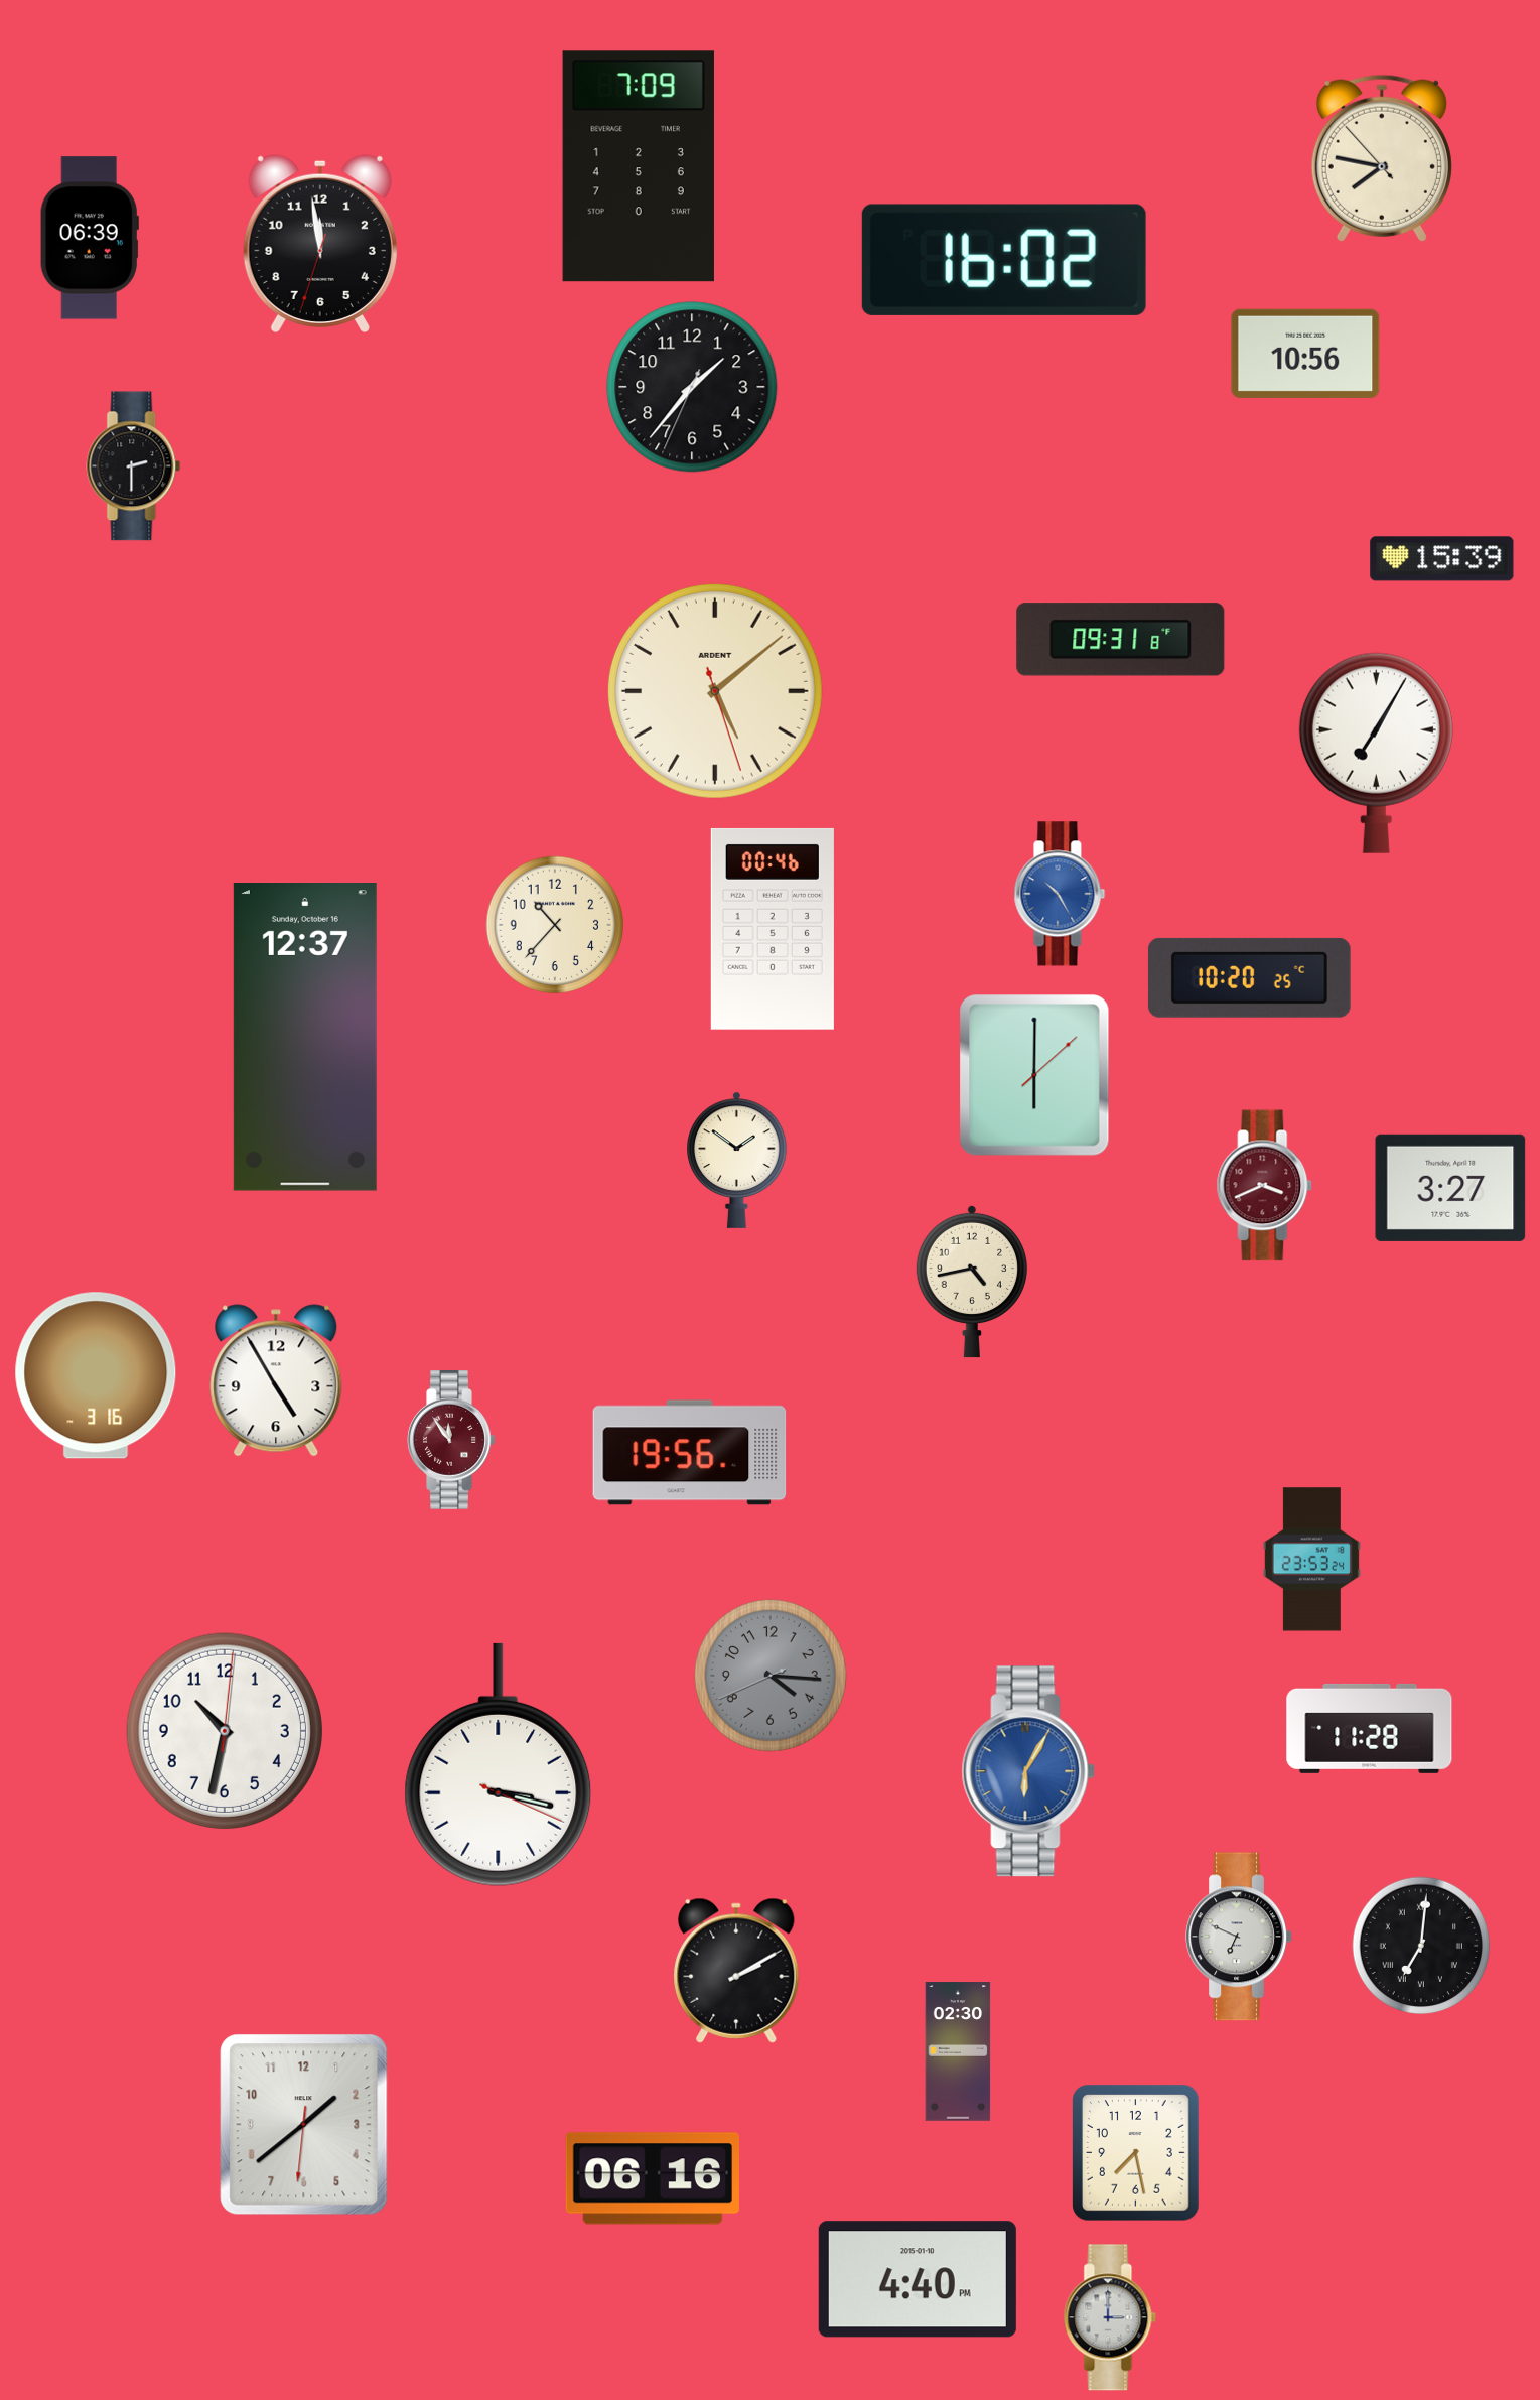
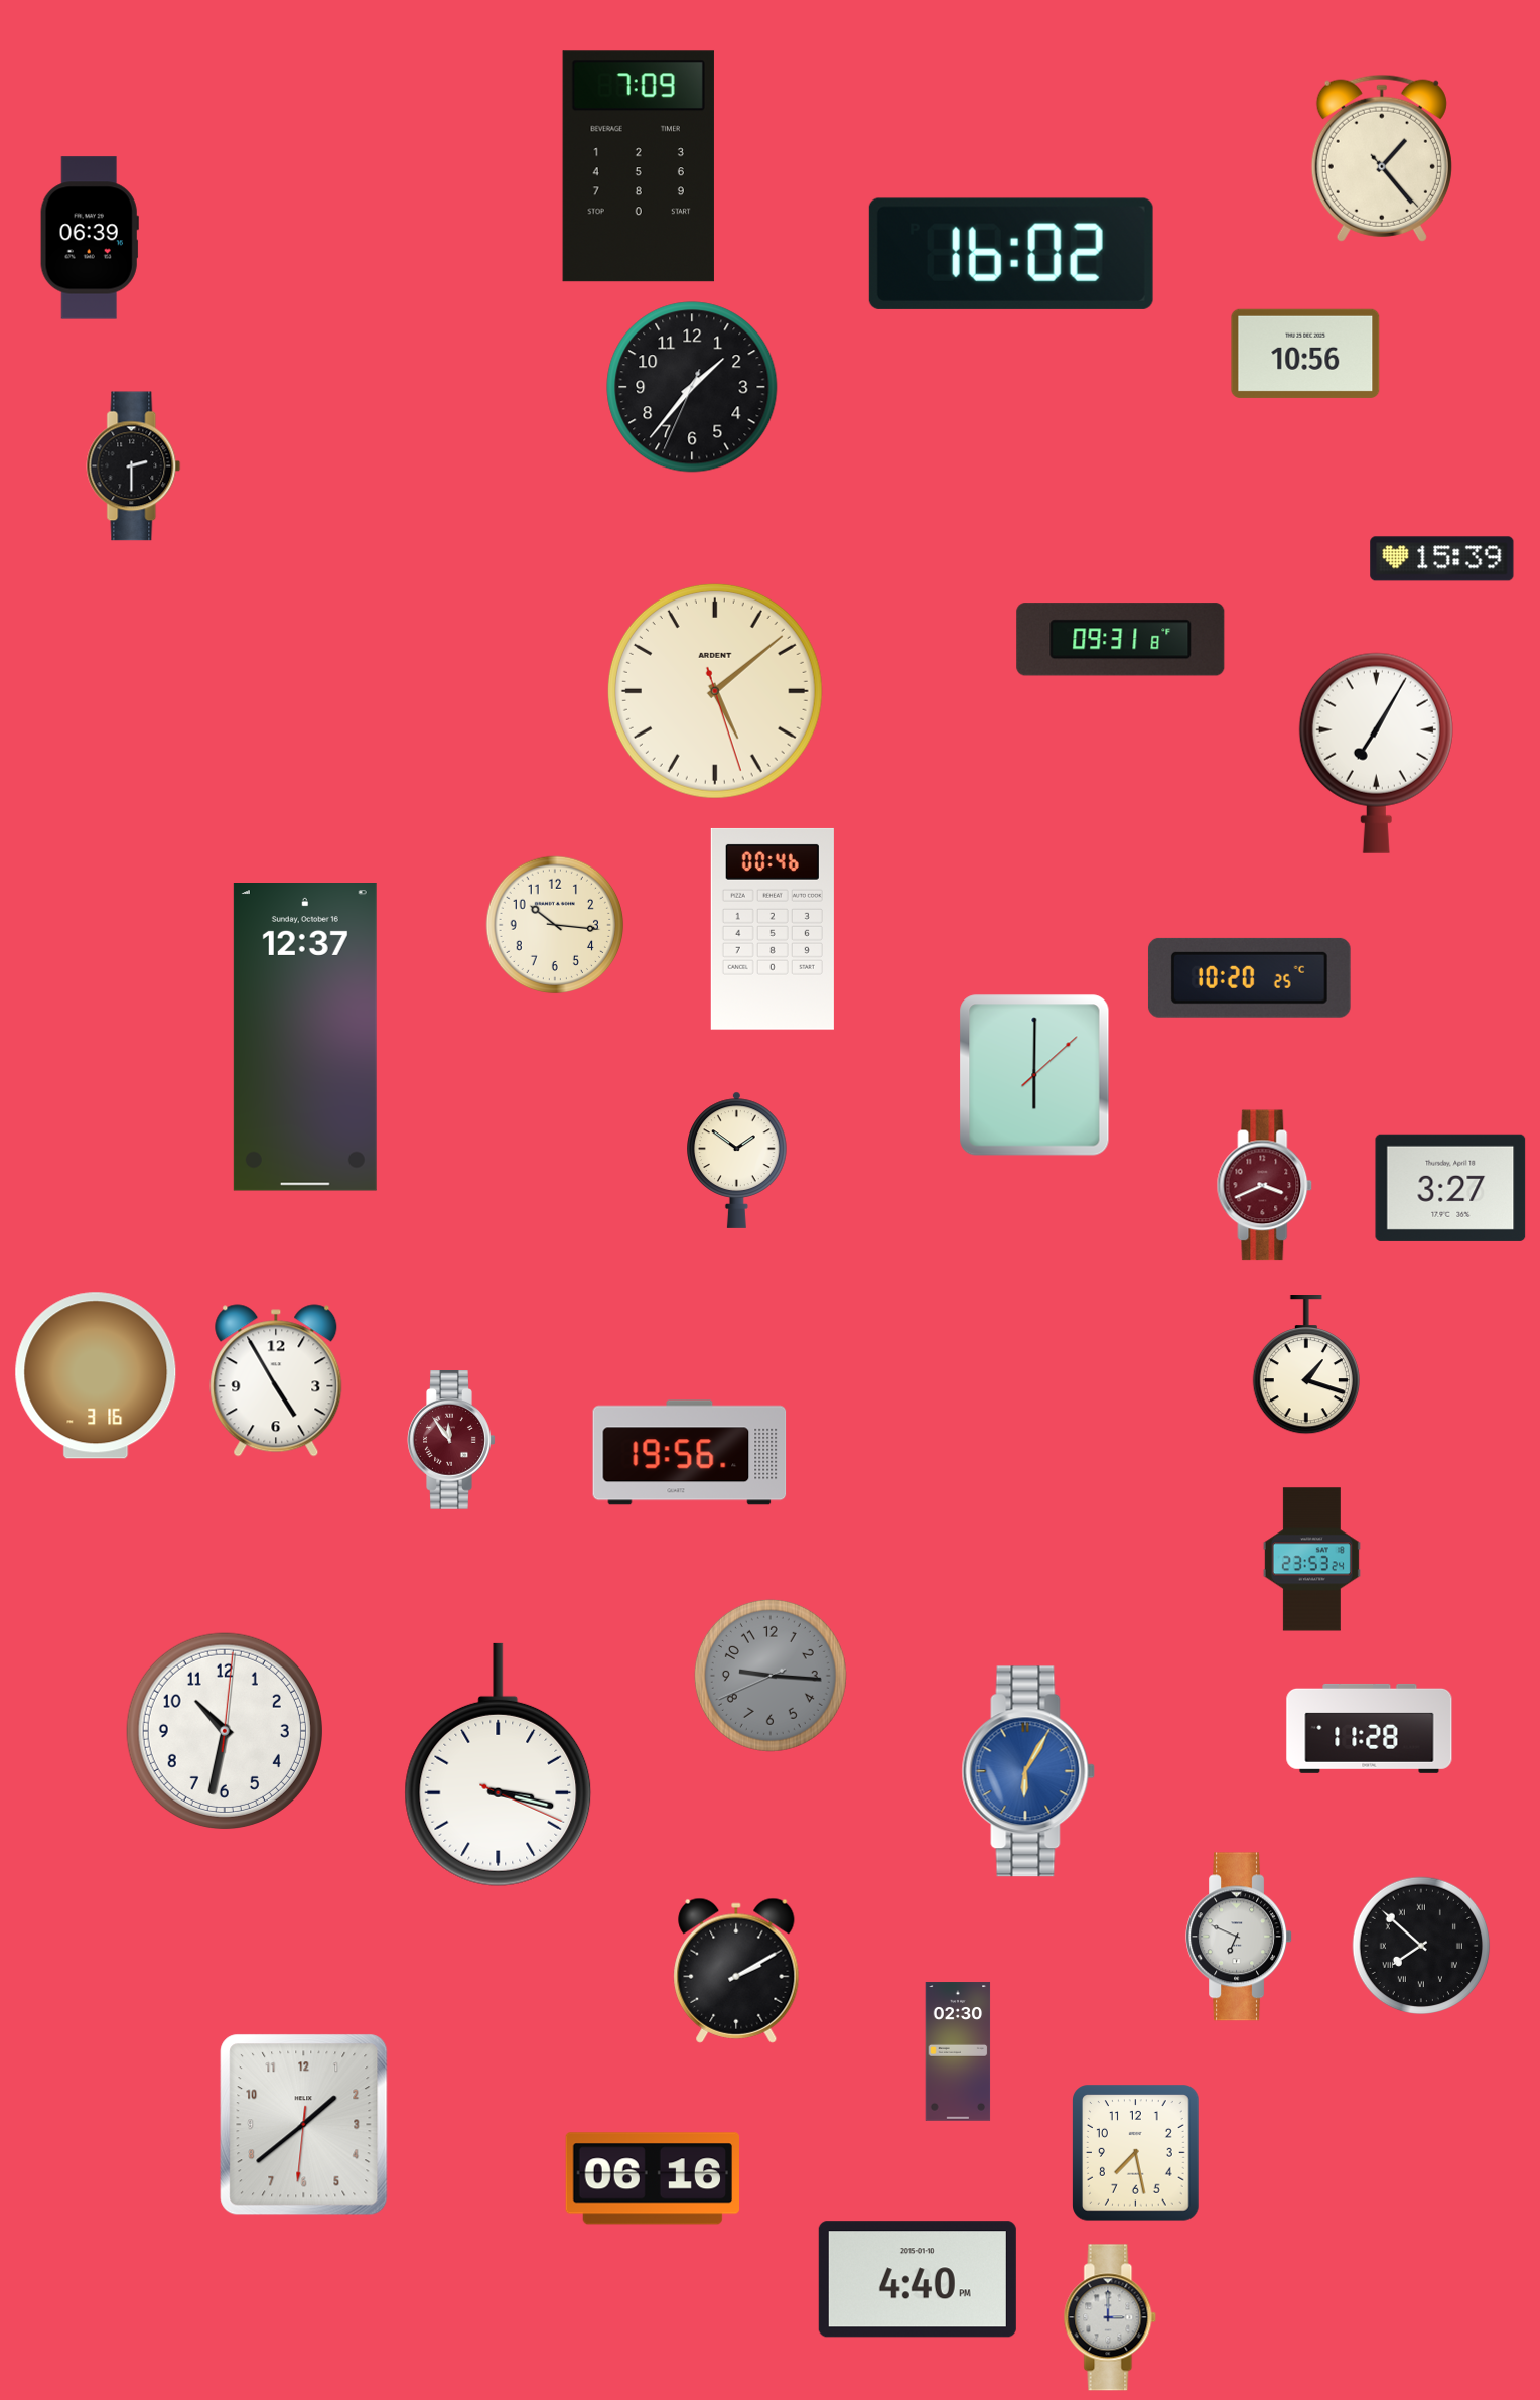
clock at (1382, 158): 7:46 -> 1:23
clock at (320, 243): 11:58 -> none
clock at (1004, 260) position: (1004, 260) -> (1011, 254)
clock at (1060, 894): 10:25 -> none
clock at (555, 925): 10:37 -> 10:16
clock at (972, 1282): 4:43 -> none
clock at (1306, 1365): none -> 1:18
clock at (771, 1676): 4:15 -> 9:15
clock at (1421, 1946): 7:01 -> 7:52
